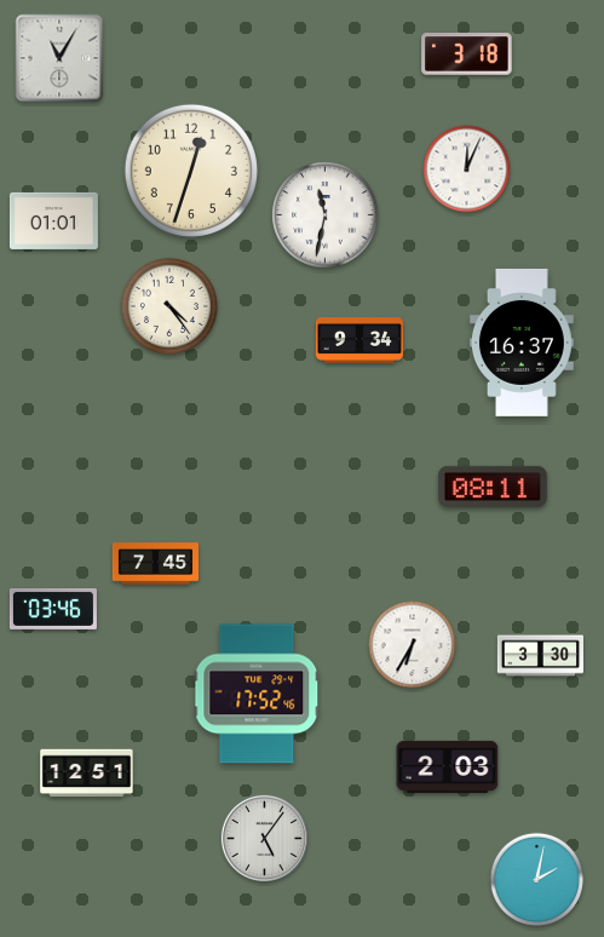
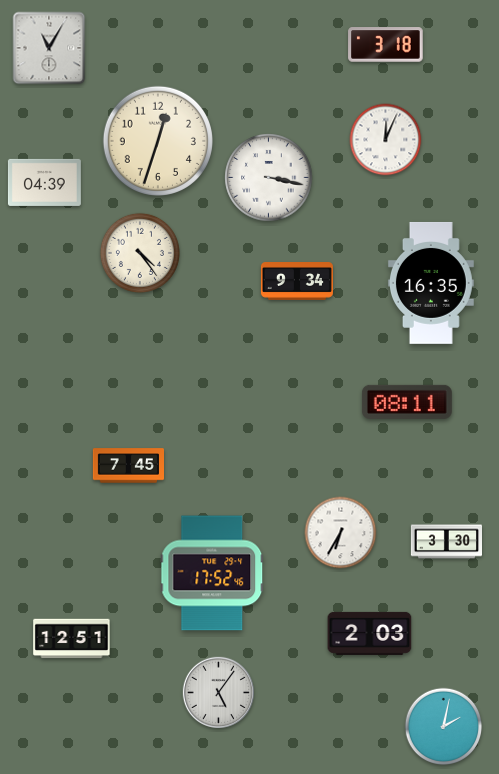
clock at (326, 215): 11:32 -> 3:17
clock at (53, 220): 01:01 -> 04:39
clock at (522, 343): 16:37 -> 16:35
clock at (53, 609): 03:46 -> none
